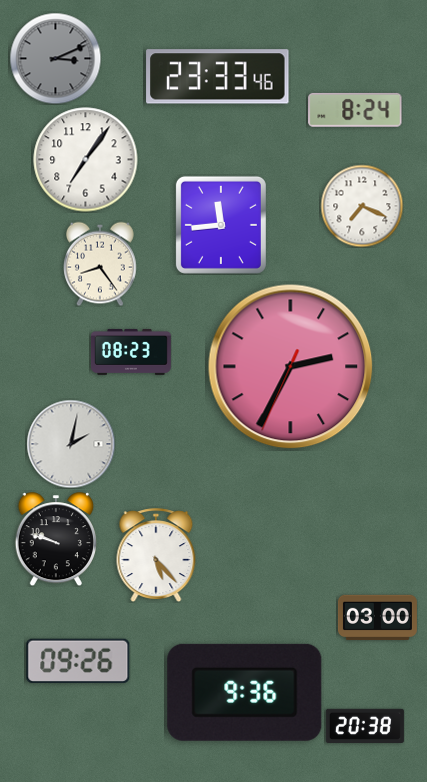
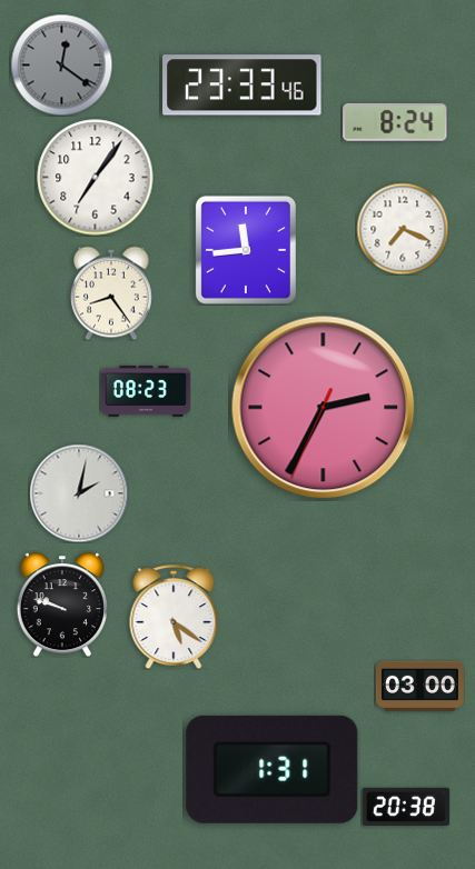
clock at (55, 58): 3:11 -> 12:21
clock at (55, 539) position: (55, 539) -> (61, 605)
clock at (156, 555): 5:23 -> 5:21
clock at (78, 660): 09:26 -> none
clock at (245, 692): 9:36 -> 1:31
